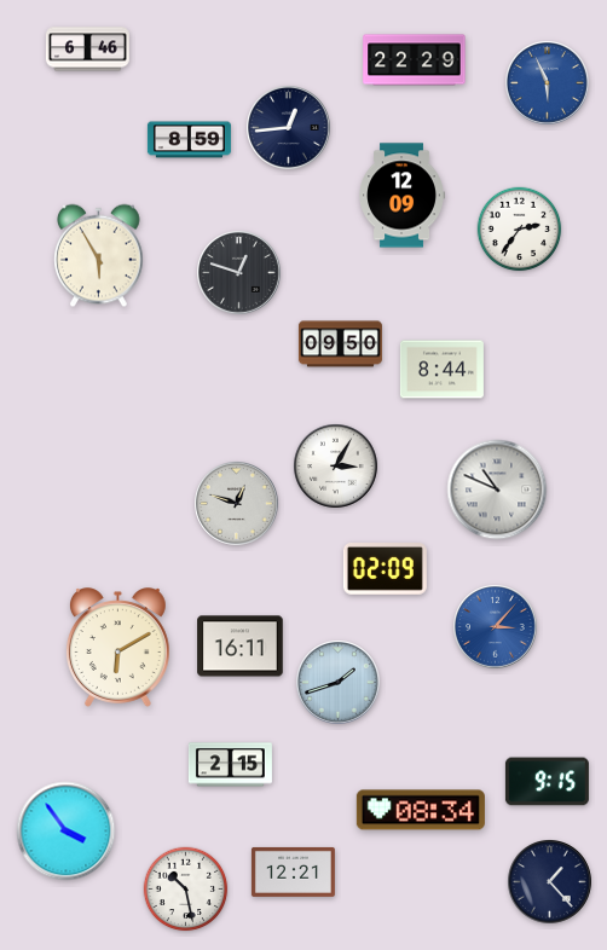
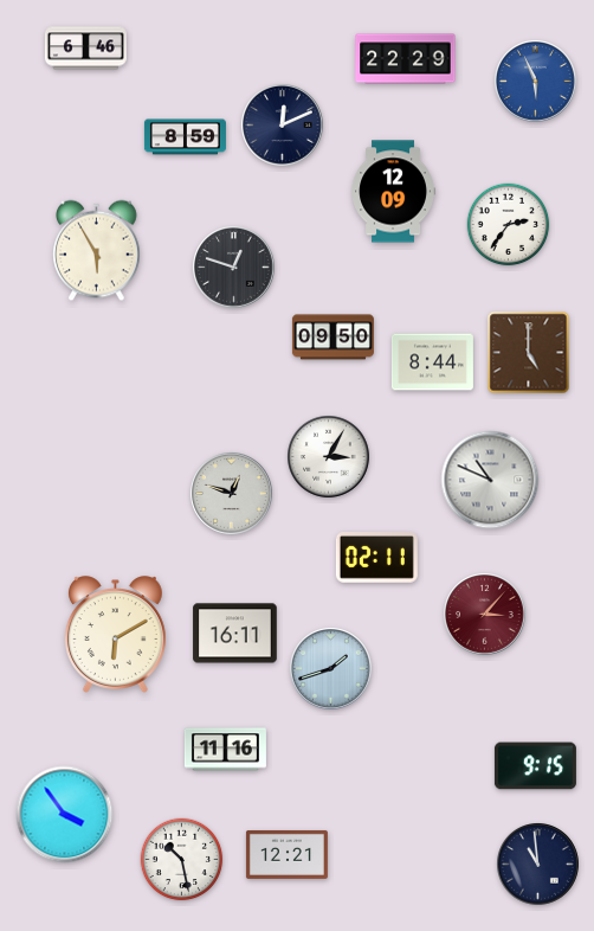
clock at (289, 128): 12:44 -> 12:11
clock at (529, 353): none -> 5:00
clock at (497, 490) position: (497, 490) -> (490, 480)
clock at (385, 569): 02:09 -> 02:11
clock at (496, 627) dial: blue -> burgundy
clock at (230, 765): 2:15 -> 11:16
clock at (421, 810): 08:34 -> none
clock at (550, 882): 1:23 -> 10:59
clock at (186, 890) position: (186, 890) -> (182, 860)
